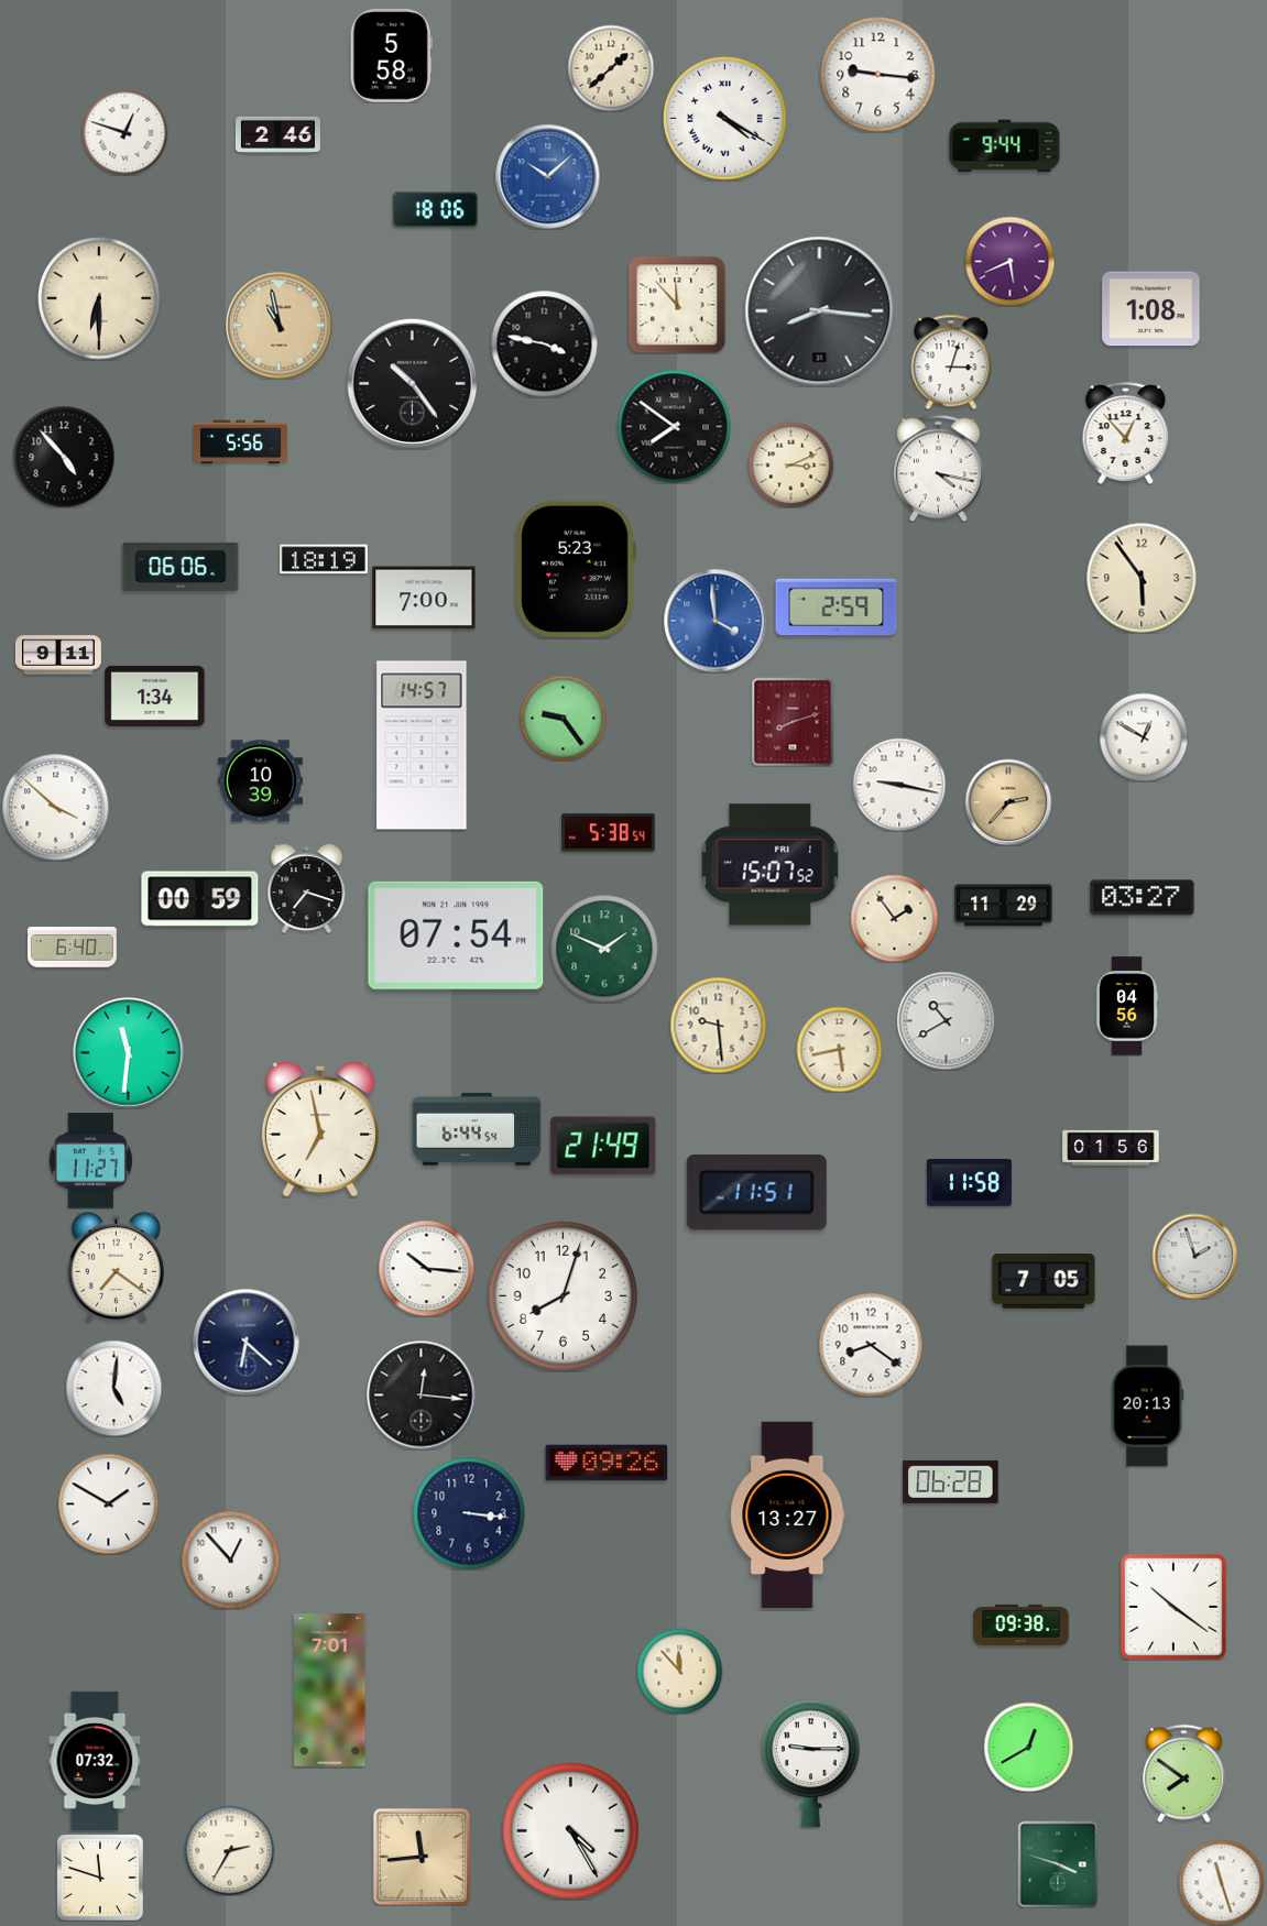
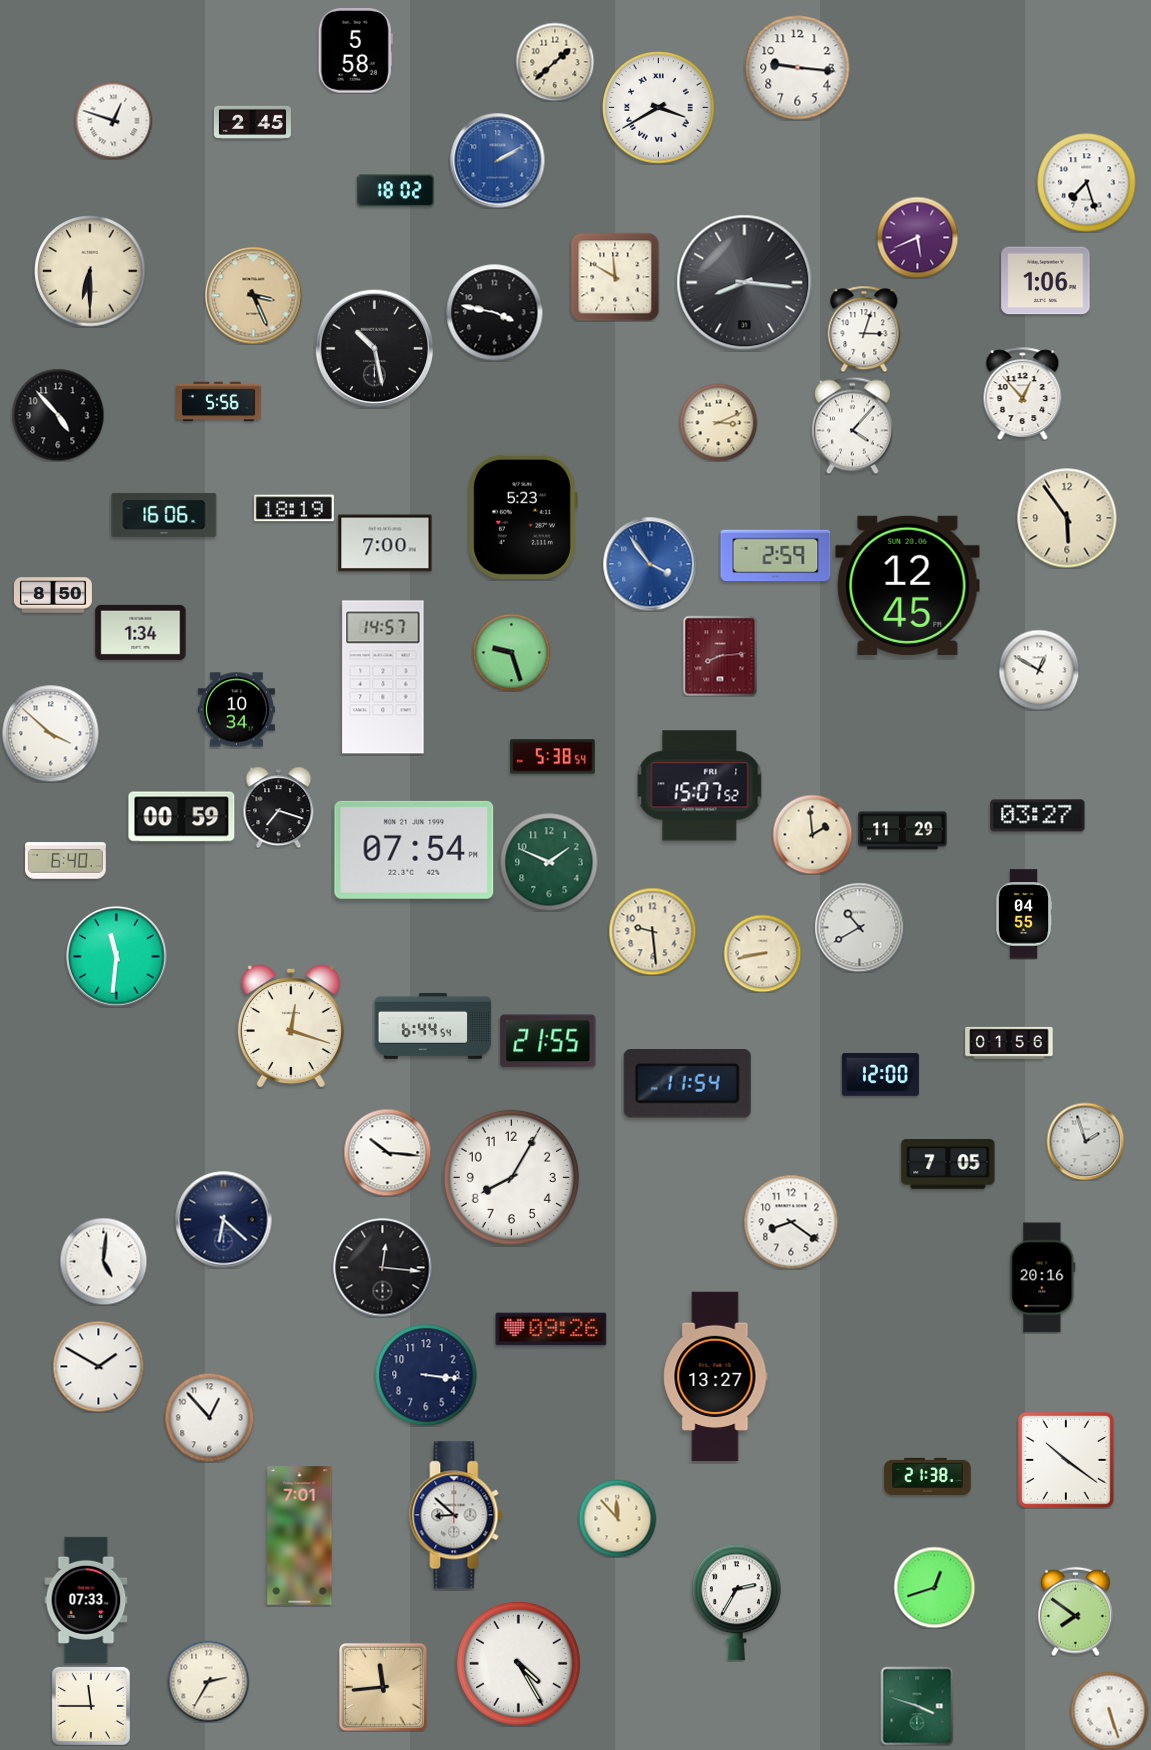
clock at (725, 119): 4:20 -> 3:40
clock at (277, 134): 2:46 -> 2:45
clock at (1005, 146): 9:44 -> none
clock at (547, 176): 10:08 -> 2:10
clock at (1087, 183): none -> 7:27
clock at (435, 210): 18:06 -> 18:02
clock at (677, 305): 11:53 -> 11:50
clock at (1151, 309): 1:08 -> 1:06
clock at (280, 326): 10:58 -> 3:26
clock at (412, 383): 10:24 -> 10:28
clock at (675, 427): 7:51 -> none
clock at (939, 468): 4:17 -> 4:07
clock at (181, 567): 06:06 -> 16:06
clock at (1142, 578) position: (1142, 578) -> (1067, 518)
clock at (837, 608) position: (837, 608) -> (776, 556)
clock at (716, 621): 3:59 -> 3:54
clock at (908, 585): none -> 12:45
clock at (58, 655): 9:11 -> 8:50
clock at (562, 718): 9:24 -> 9:27
clock at (793, 722): 8:12 -> 8:14
clock at (260, 781): 10:39 -> 10:34
clock at (899, 785): 9:17 -> none
clock at (1008, 802): 2:37 -> none
clock at (1004, 906) position: (1004, 906) -> (903, 831)
clock at (894, 918): 1:54 -> 1:59
clock at (1127, 1006): 04:56 -> 04:55
clock at (839, 1049): 5:43 -> 8:43
clock at (320, 1129): 6:58 -> 12:18
clock at (603, 1146): 21:49 -> 21:55
clock at (90, 1161): 11:27 -> none
clock at (969, 1183): 11:58 -> 12:00
clock at (756, 1193): 11:51 -> 11:54
clock at (116, 1267): 7:21 -> none
clock at (562, 1295): 8:03 -> 8:05
clock at (1148, 1407): 20:13 -> 20:16
clock at (951, 1481): 06:28 -> none
clock at (1022, 1624): 09:38 -> 21:38
clock at (456, 1515): none -> 8:52
clock at (1028, 1747): 12:40 -> 12:42
clock at (95, 1761): 07:32 -> 07:33
clock at (811, 1764): 9:15 -> 2:35
clock at (1058, 1864) position: (1058, 1864) -> (917, 1706)
clock at (100, 1878): 11:48 -> 11:45
clock at (1221, 1882): 11:27 -> 5:27
